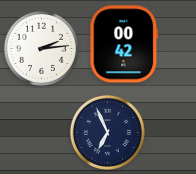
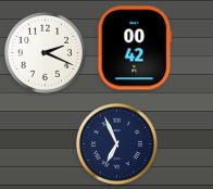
clock at (41, 48): 2:14 -> 2:19
